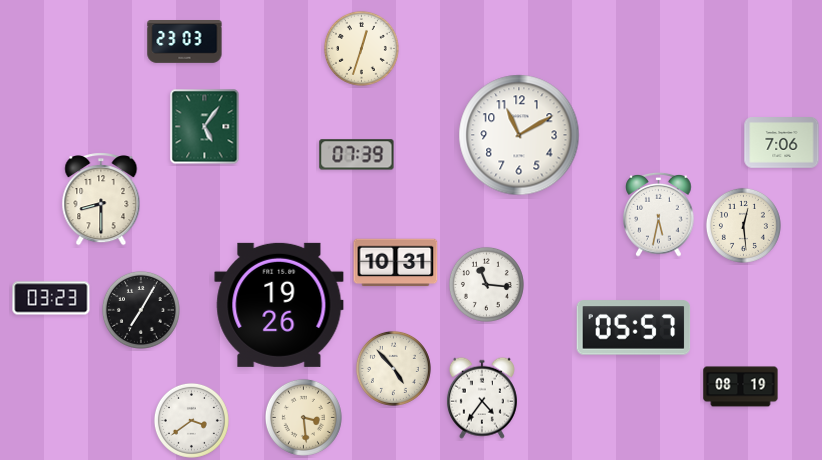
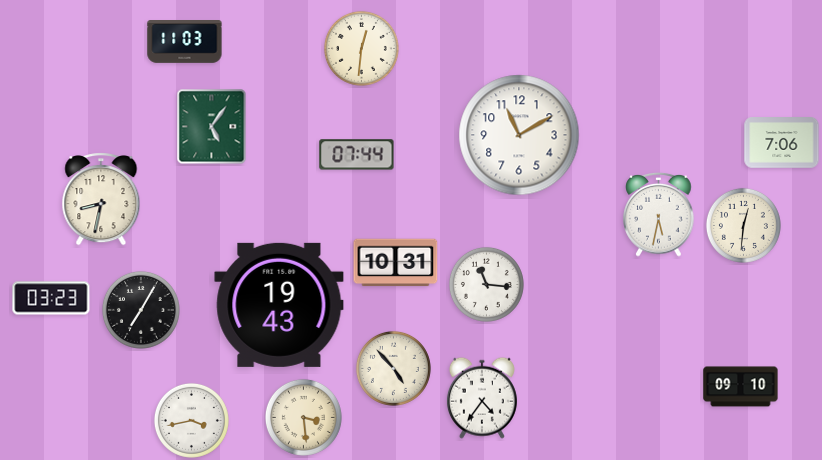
clock at (185, 42): 23:03 -> 11:03
clock at (361, 48): 12:33 -> 12:31
clock at (205, 127) position: (205, 127) -> (212, 127)
clock at (357, 155): 07:39 -> 07:44
clock at (101, 199): 8:30 -> 8:32
clock at (743, 225): 12:29 -> 12:31
clock at (279, 305): 19:26 -> 19:43
clock at (634, 328): 05:57 -> none
clock at (741, 387): 08:19 -> 09:10
clock at (191, 420): 3:39 -> 3:43
